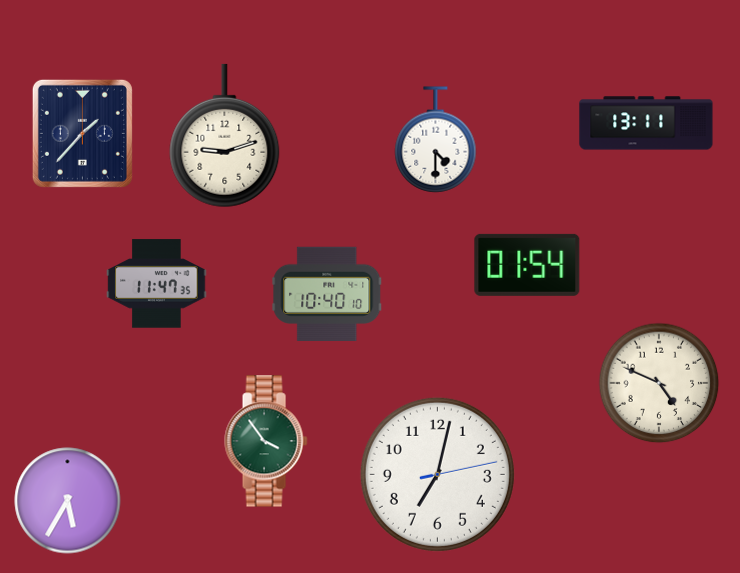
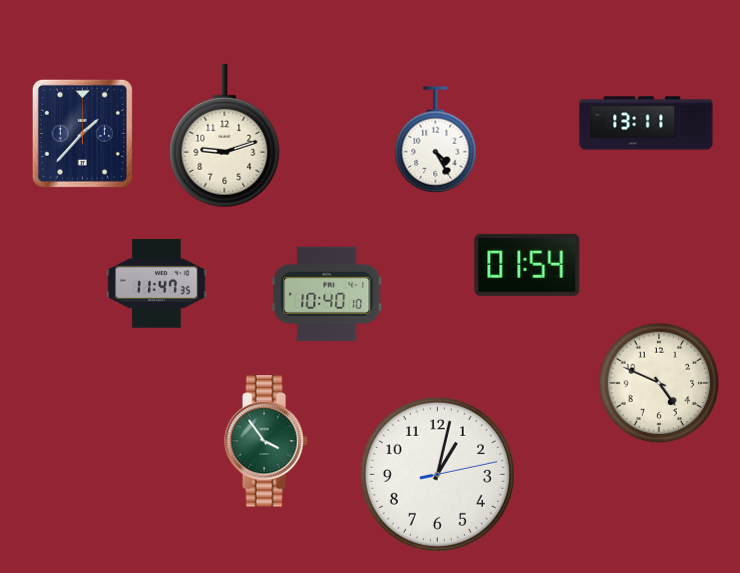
clock at (436, 140): 4:30 -> 4:25
clock at (437, 474): 7:02 -> 1:02
clock at (68, 501): 5:35 -> none
